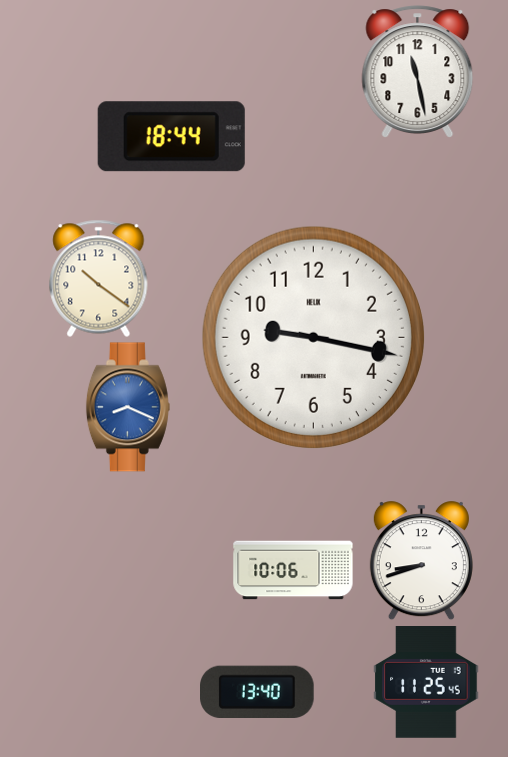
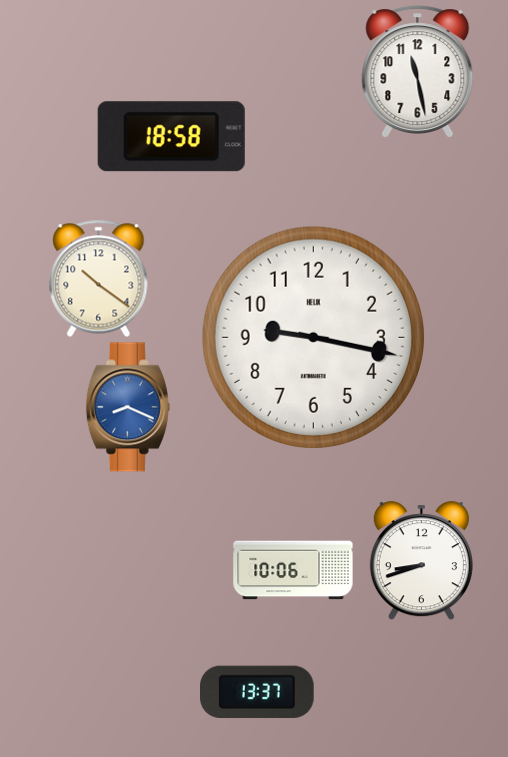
clock at (171, 137): 18:44 -> 18:58
clock at (426, 683): 11:25 -> none
clock at (258, 691): 13:40 -> 13:37
